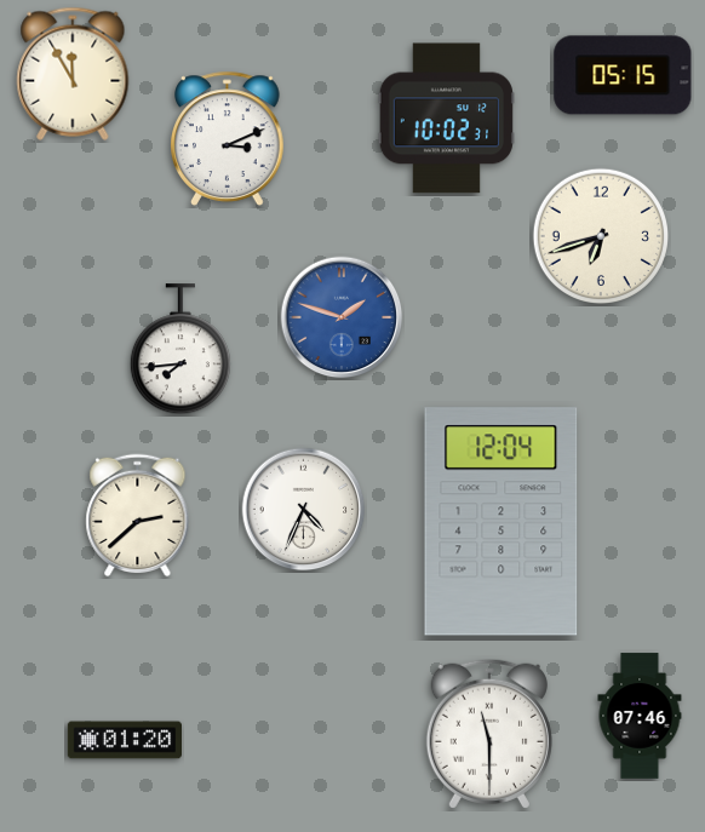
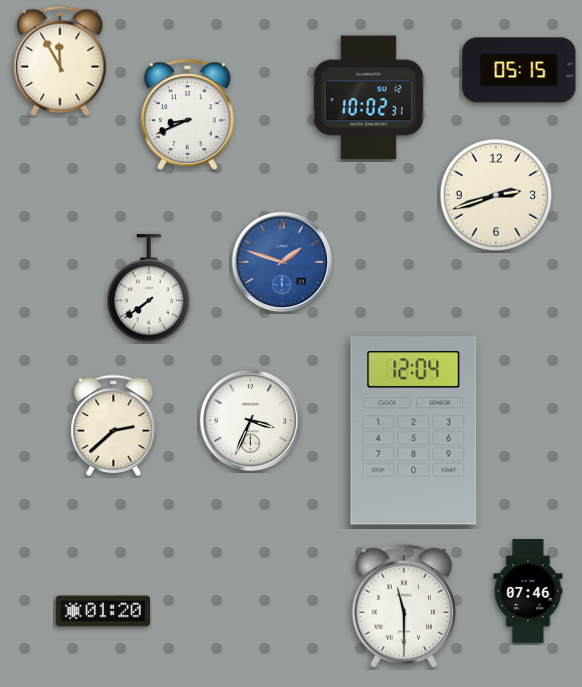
clock at (623, 75) position: (623, 75) -> (519, 70)
clock at (228, 138): 3:11 -> 8:41
clock at (600, 235): 6:42 -> 2:42
clock at (180, 350): 7:44 -> 7:39
clock at (304, 510): 4:34 -> 3:34
